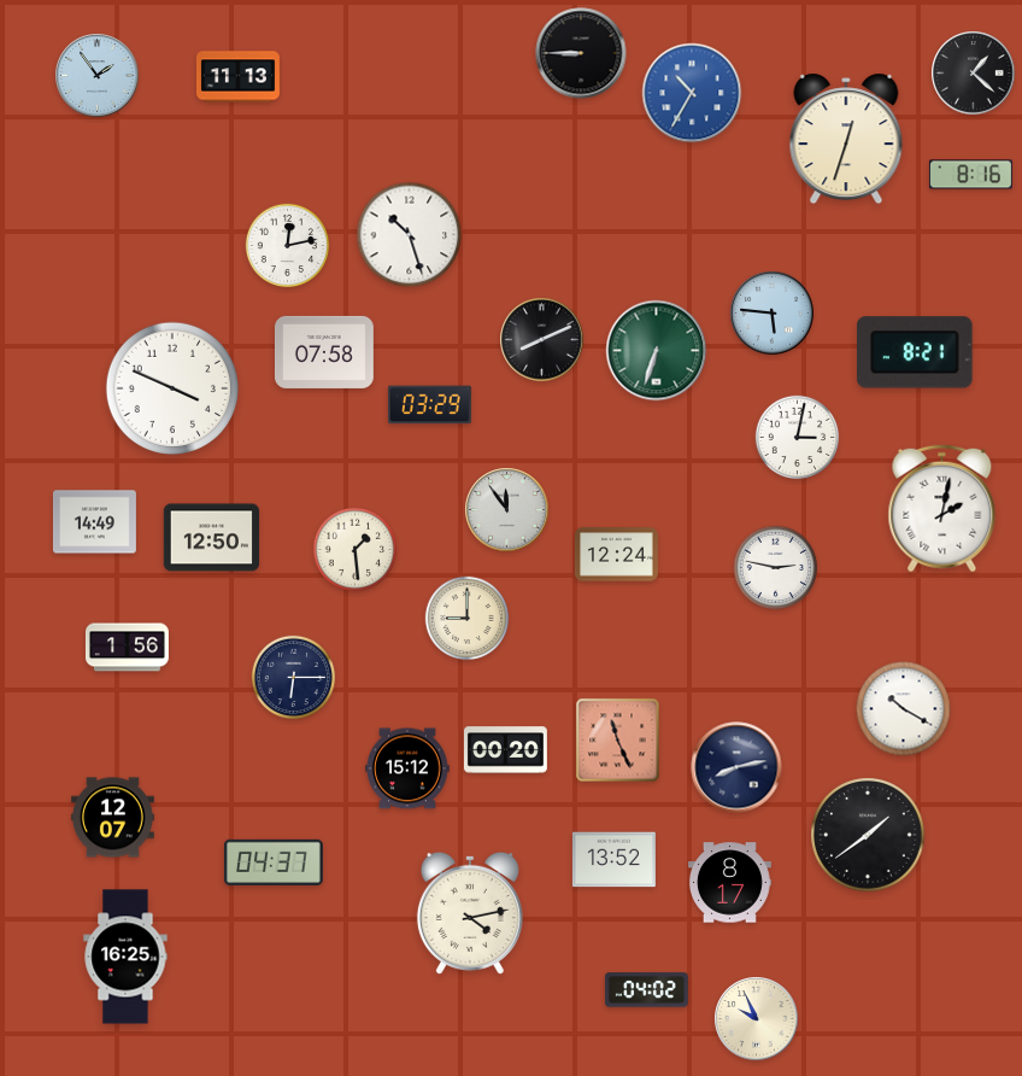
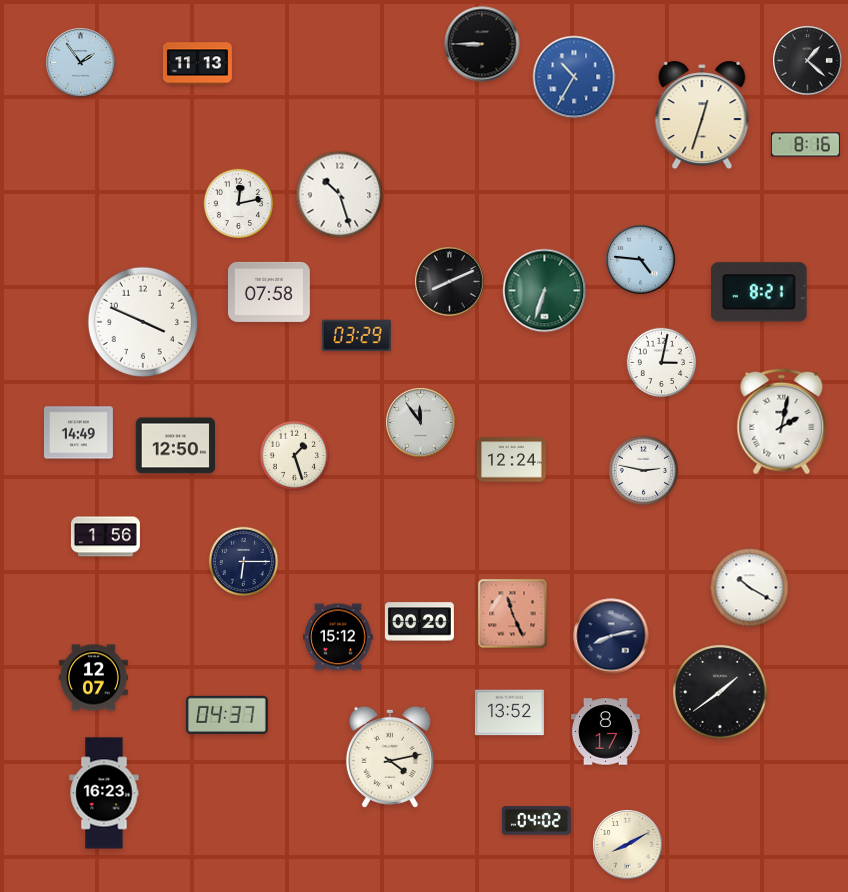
clock at (773, 314): 5:46 -> 4:46
clock at (356, 550): 1:29 -> 1:27
clock at (468, 619): 9:00 -> none
clock at (125, 957): 16:25 -> 16:23
clock at (757, 1019): 9:56 -> 8:10
